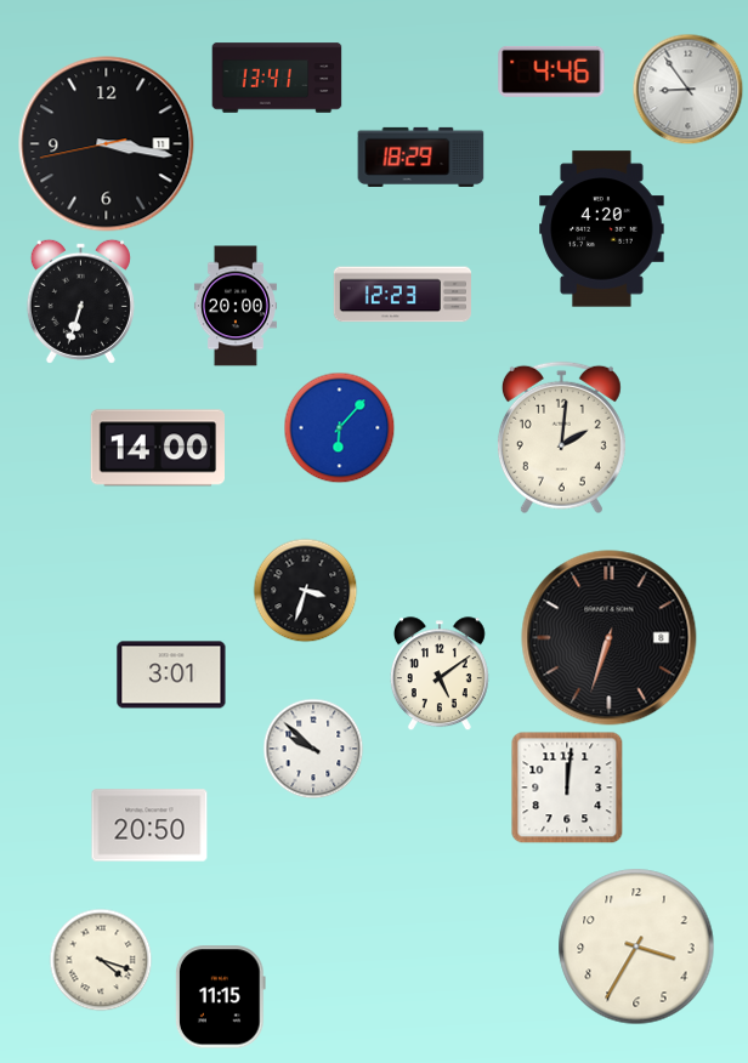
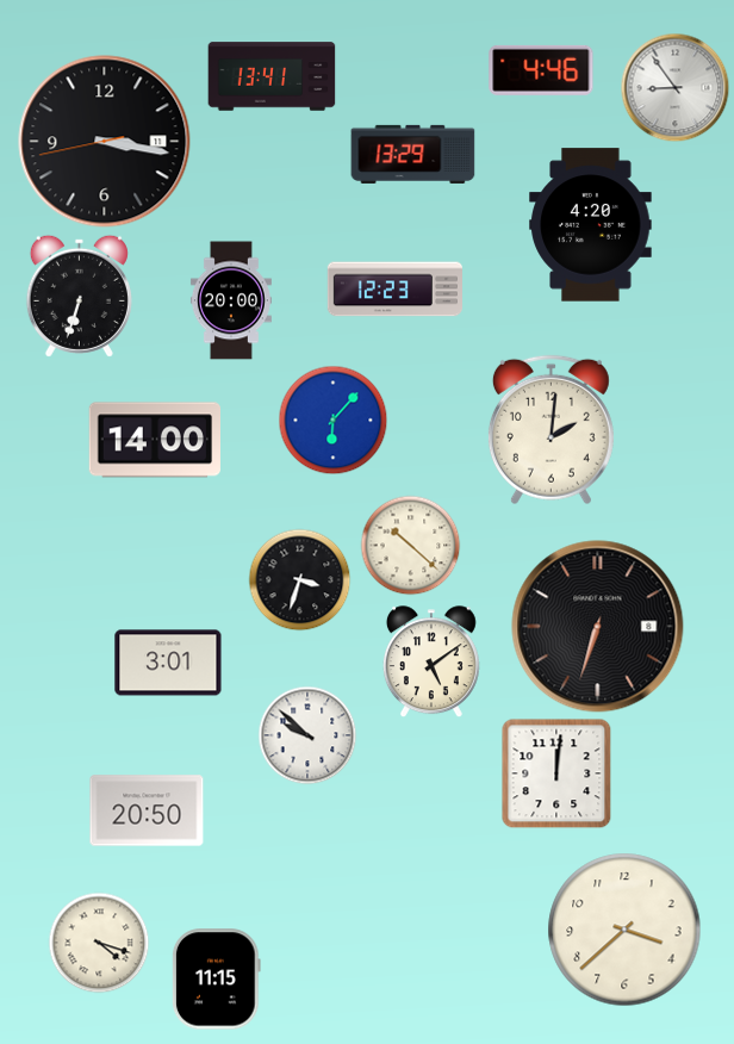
clock at (421, 157): 18:29 -> 13:29
clock at (410, 545): none -> 10:22
clock at (636, 947): 3:35 -> 3:38
